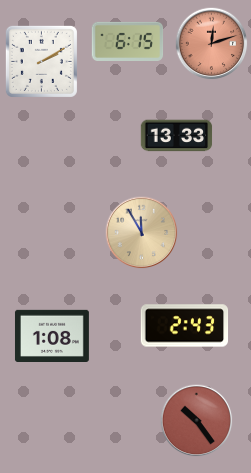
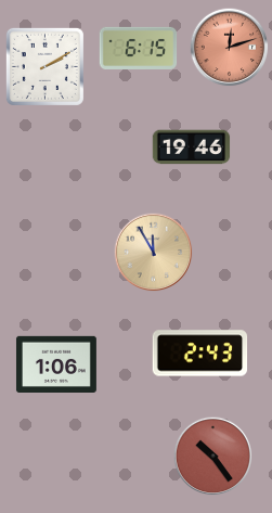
clock at (128, 41) position: (128, 41) -> (139, 48)
clock at (177, 136): 13:33 -> 19:46
clock at (52, 335): 1:08 -> 1:06
